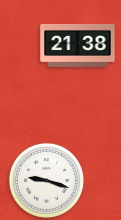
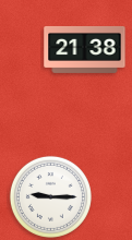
clock at (46, 180): 9:18 -> 9:15
